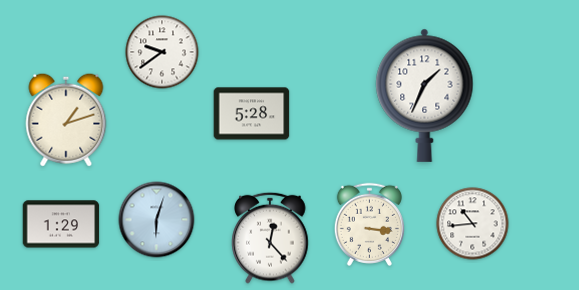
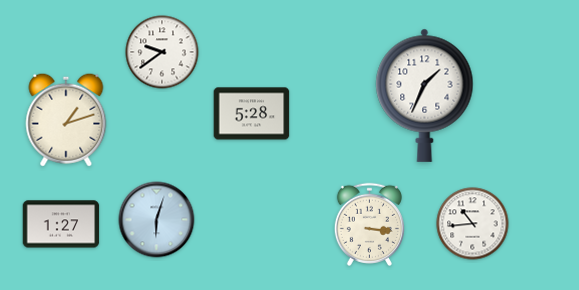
clock at (61, 224): 1:29 -> 1:27
clock at (270, 238): 12:23 -> none
